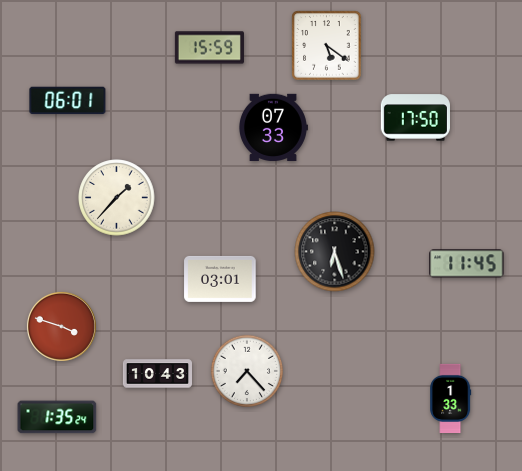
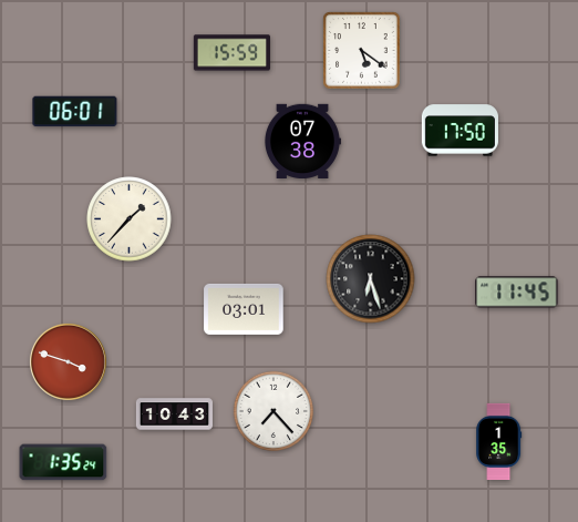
clock at (273, 127): 07:33 -> 07:38
clock at (451, 398): 1:33 -> 1:35
